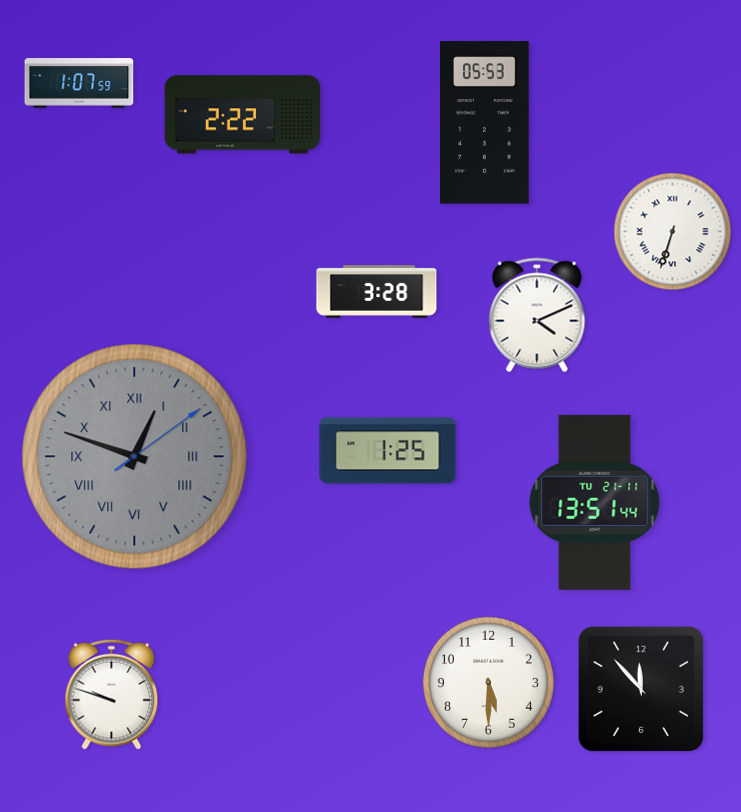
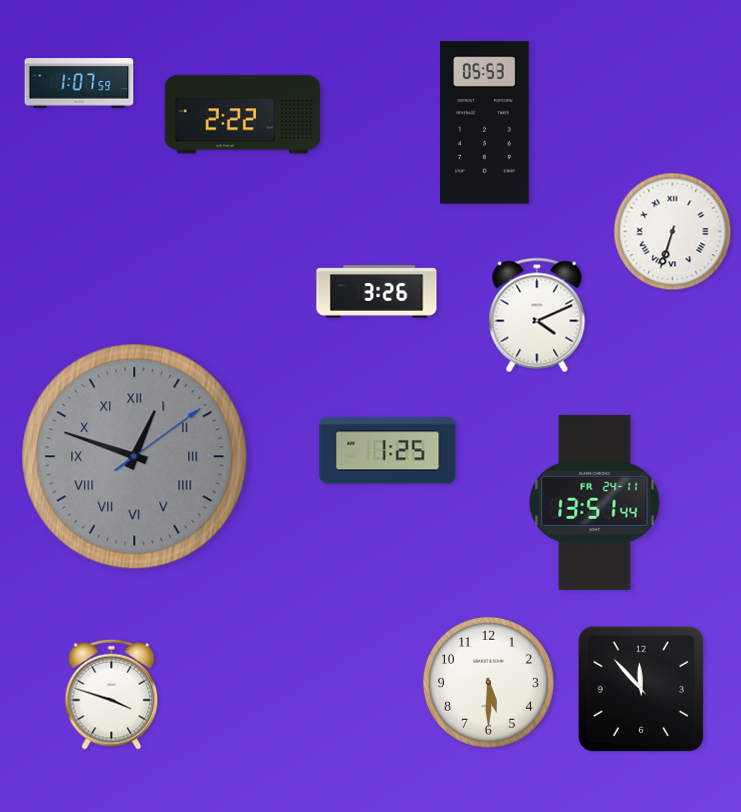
clock at (377, 292): 3:28 -> 3:26
clock at (595, 502) date: TU 21-11 -> FR 24-11
clock at (112, 694): 9:48 -> 3:48
